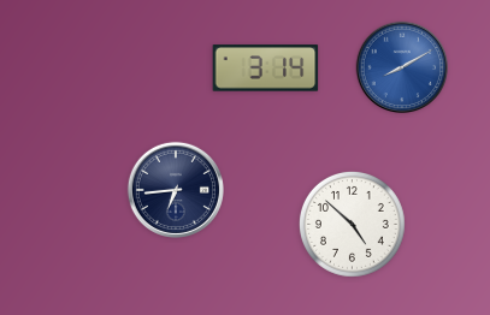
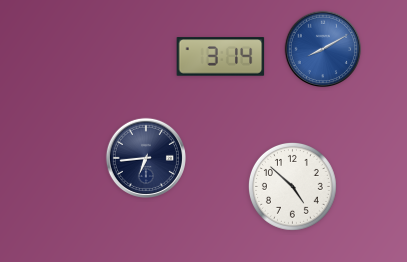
clock at (402, 67) position: (402, 67) -> (323, 49)
